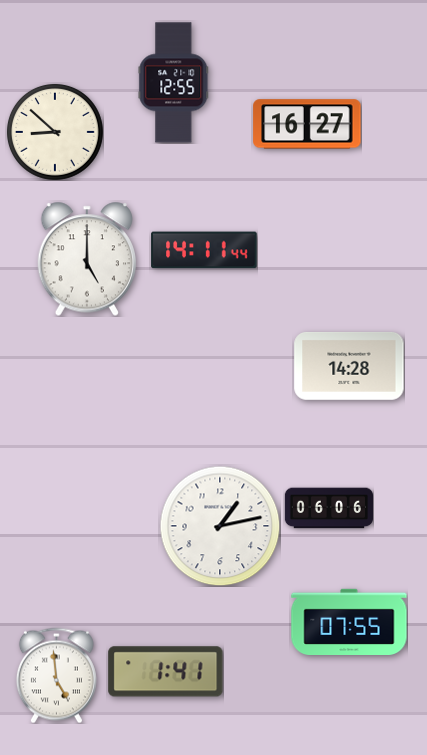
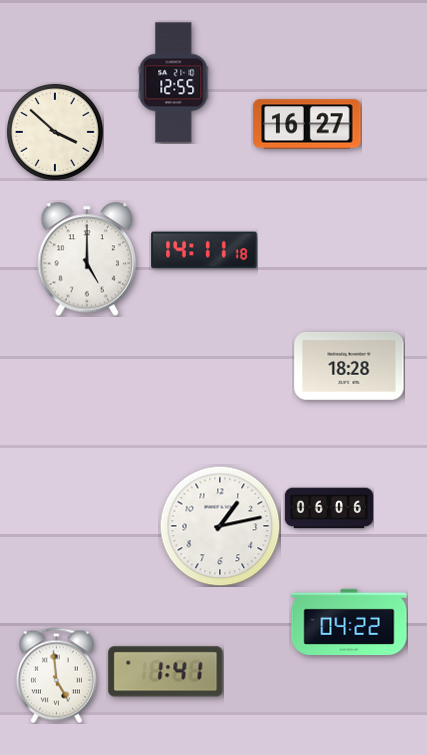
clock at (55, 132): 8:52 -> 3:52
clock at (204, 250): 14:11:44 -> 14:11:18
clock at (349, 366): 14:28 -> 18:28
clock at (349, 621): 07:55 -> 04:22
